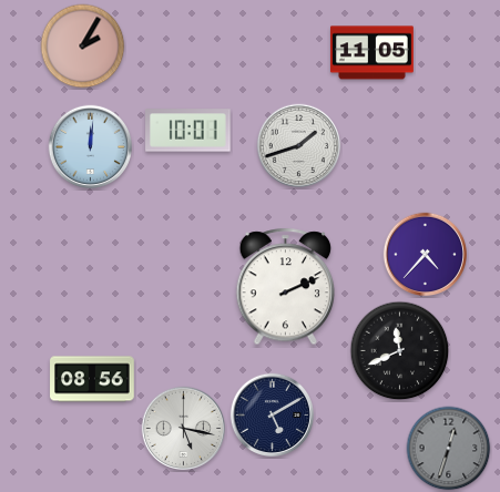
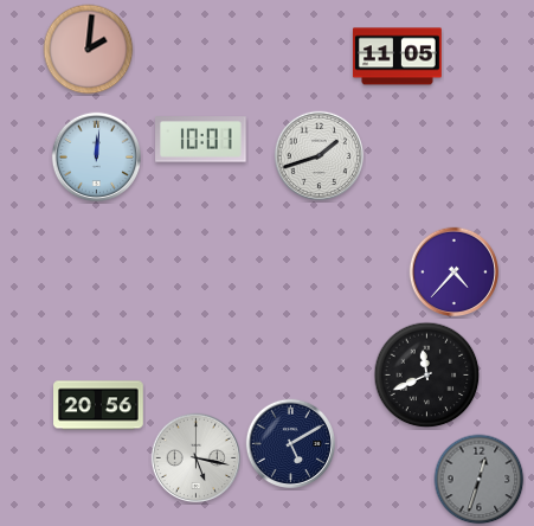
clock at (83, 47): 2:05 -> 2:01
clock at (286, 287): 2:11 -> none
clock at (92, 379): 08:56 -> 20:56
